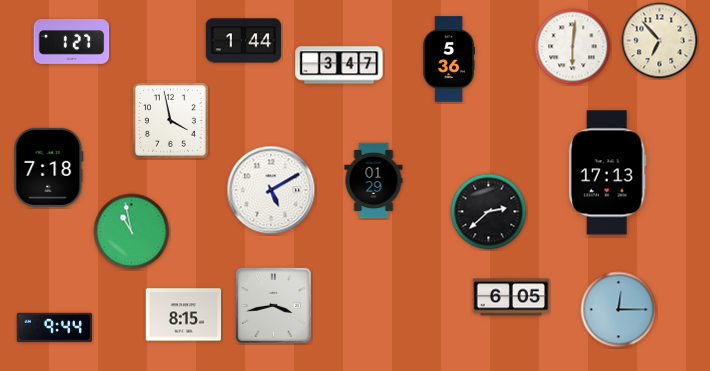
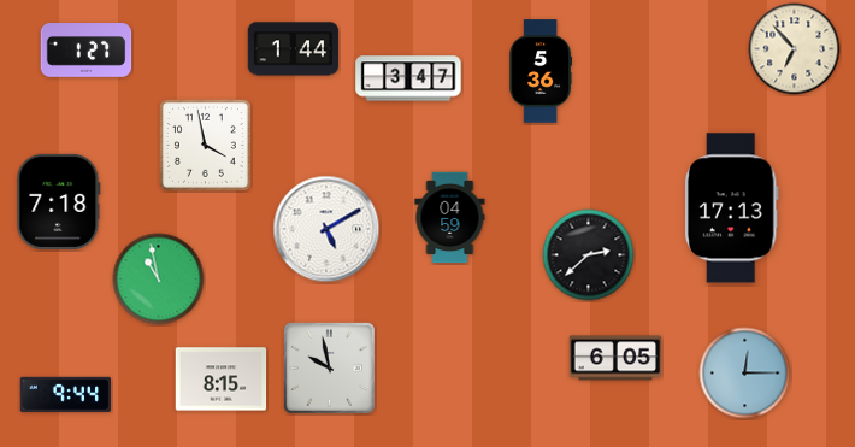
clock at (573, 47): 6:01 -> none
clock at (374, 181): 01:29 -> 04:59
clock at (273, 305): 3:43 -> 9:58
